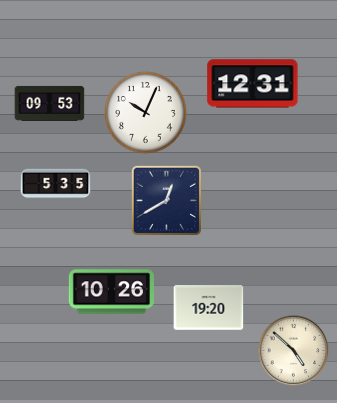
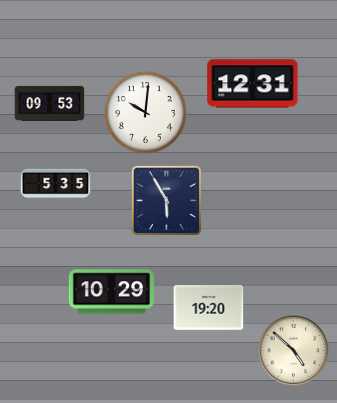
clock at (146, 113): 10:04 -> 10:01
clock at (166, 200): 12:40 -> 5:55
clock at (111, 292): 10:26 -> 10:29
